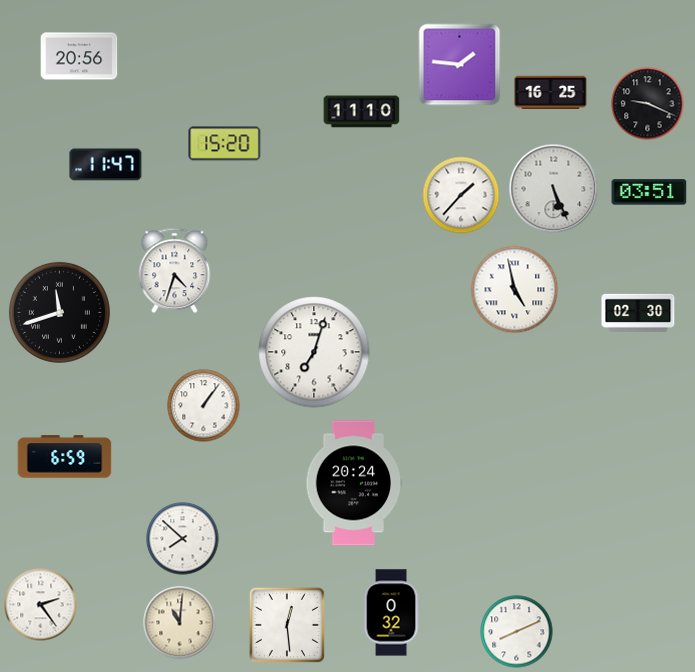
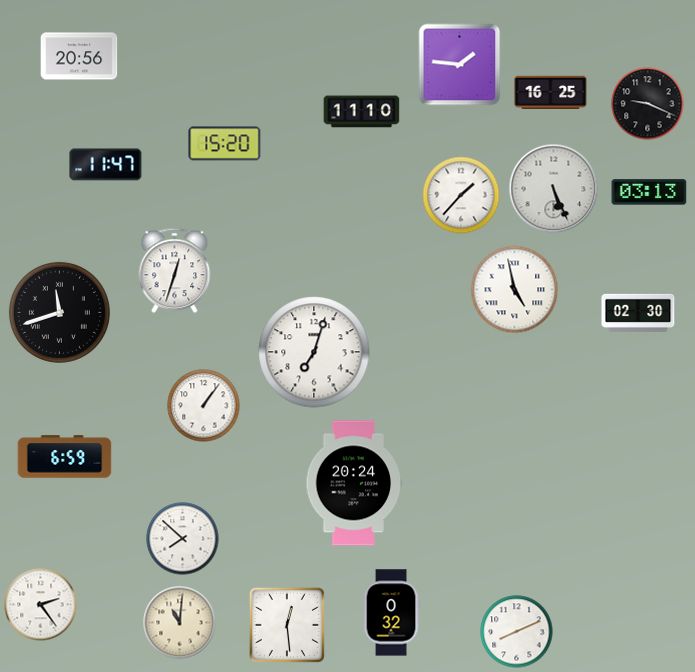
clock at (649, 192): 03:51 -> 03:13
clock at (175, 271): 4:33 -> 12:33
